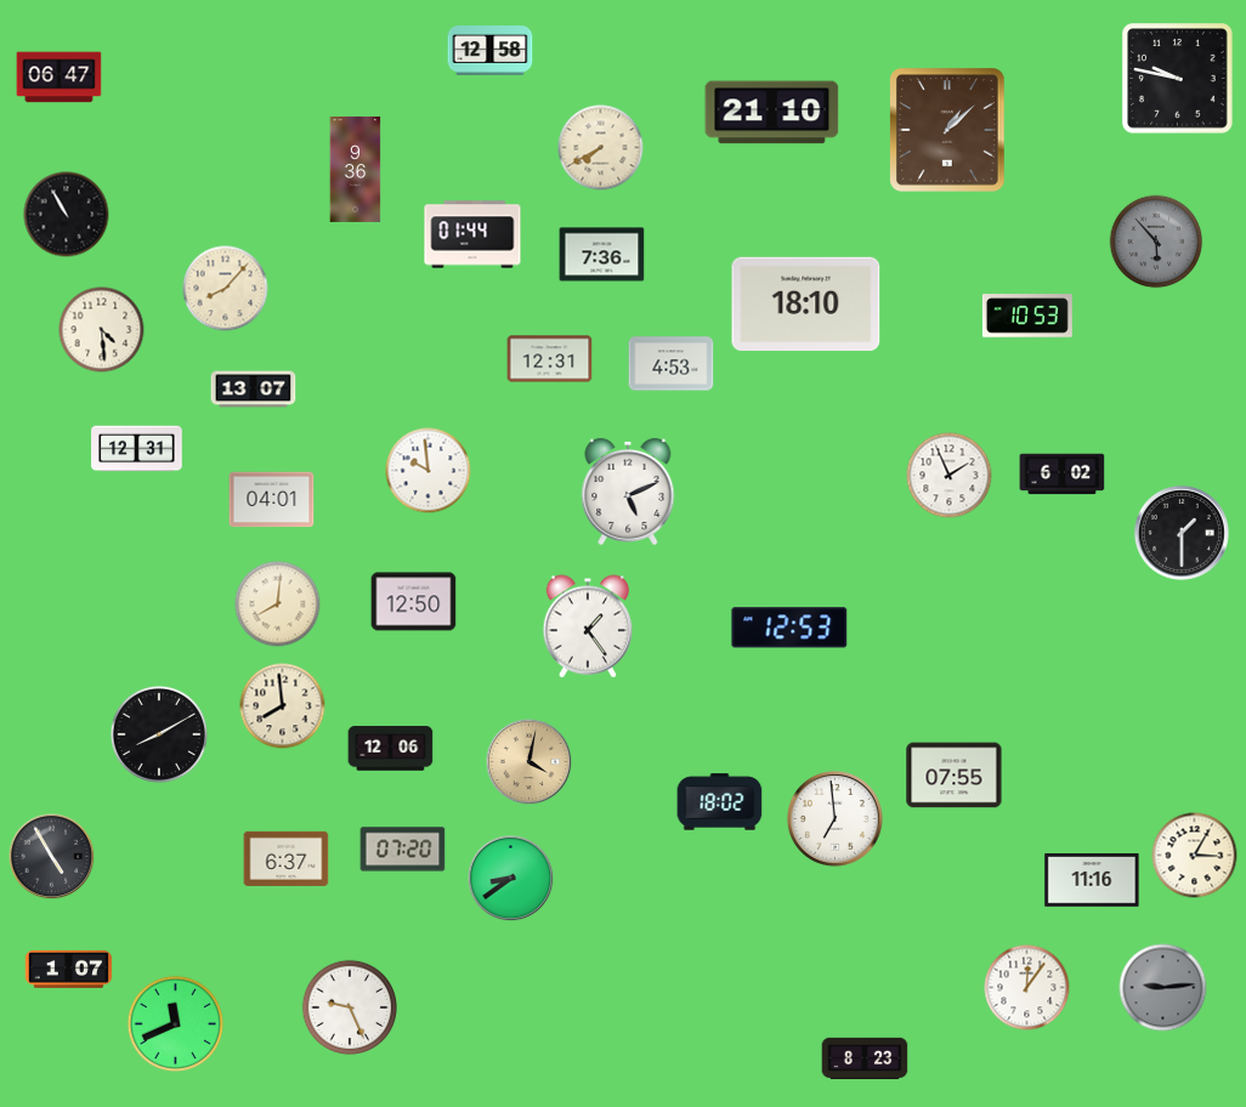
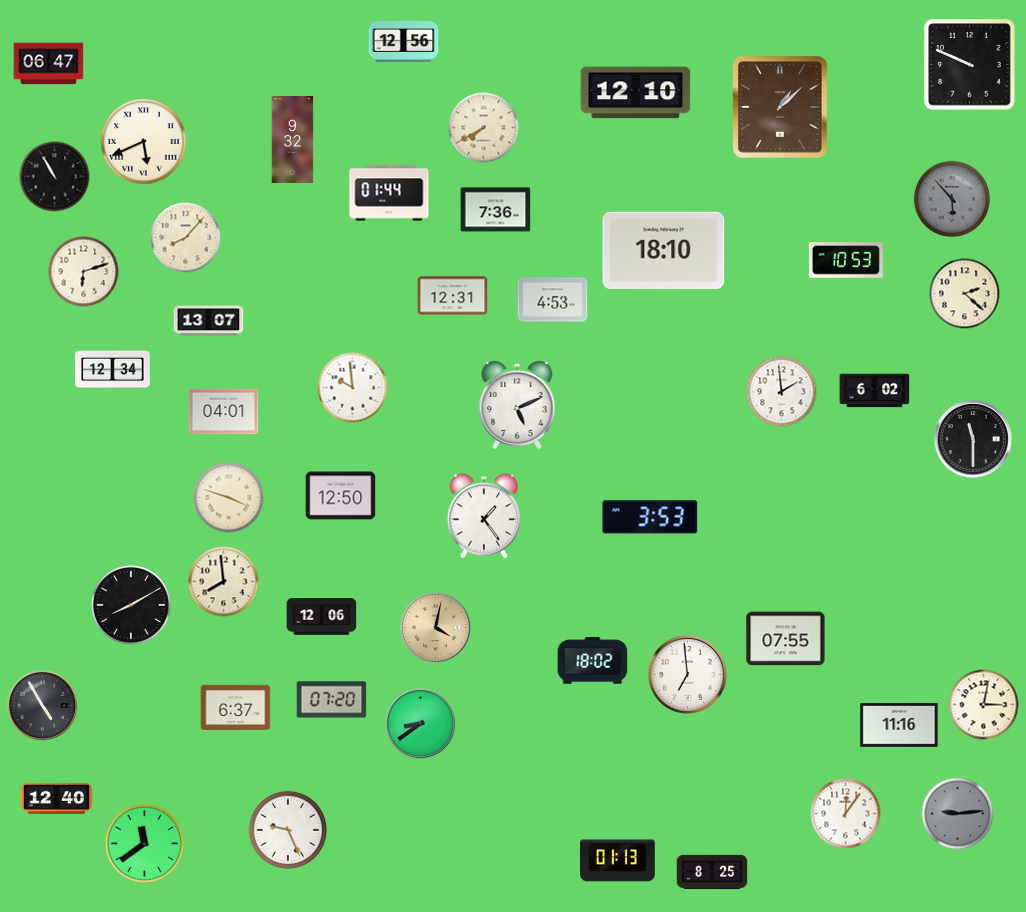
clock at (491, 51): 12:58 -> 12:56
clock at (1178, 79): 9:47 -> 9:49
clock at (772, 113): 21:10 -> 12:10
clock at (601, 148) position: (601, 148) -> (484, 128)
clock at (356, 169): 9:36 -> 9:32
clock at (144, 142): none -> 5:41
clock at (102, 330): 4:29 -> 6:12
clock at (965, 294): none -> 2:22
clock at (137, 449): 12:31 -> 12:34
clock at (950, 476): 1:56 -> 1:59
clock at (1182, 533): 1:30 -> 11:30
clock at (278, 604): 8:01 -> 3:48
clock at (789, 628): 12:53 -> 3:53
clock at (283, 706) position: (283, 706) -> (224, 582)
clock at (1195, 856): 3:05 -> 3:02
clock at (69, 969): 1:07 -> 12:40
clock at (175, 1023): 11:41 -> 11:39
clock at (618, 861): none -> 01:13
clock at (865, 1058): 8:23 -> 8:25
